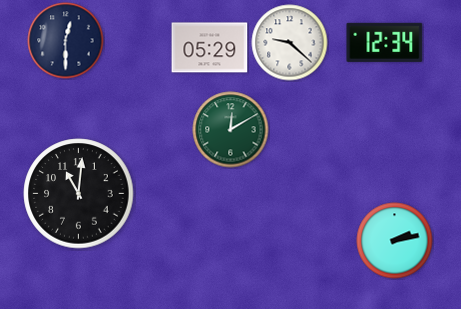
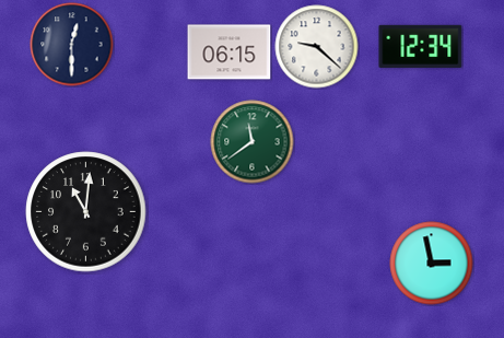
clock at (210, 48): 05:29 -> 06:15
clock at (231, 130): 12:10 -> 11:39
clock at (395, 241): 2:13 -> 2:58
